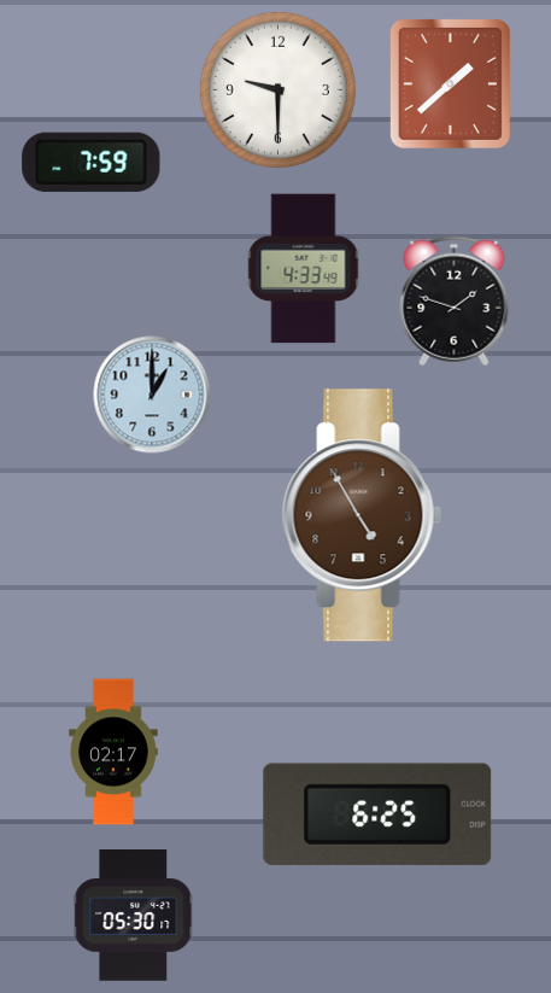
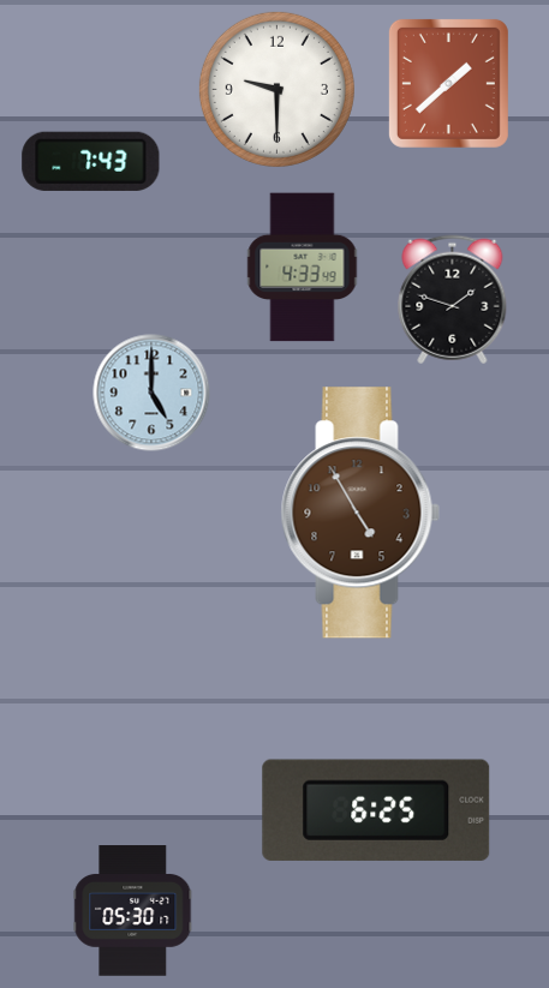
clock at (92, 162): 7:59 -> 7:43
clock at (152, 395): 1:00 -> 5:00
clock at (113, 752): 02:17 -> none
